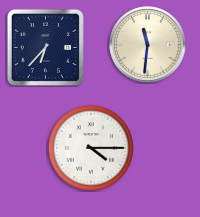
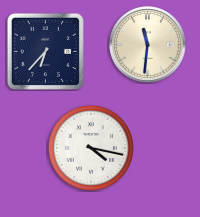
clock at (45, 47) position: (45, 47) -> (45, 51)
clock at (91, 148): 4:15 -> 4:17
